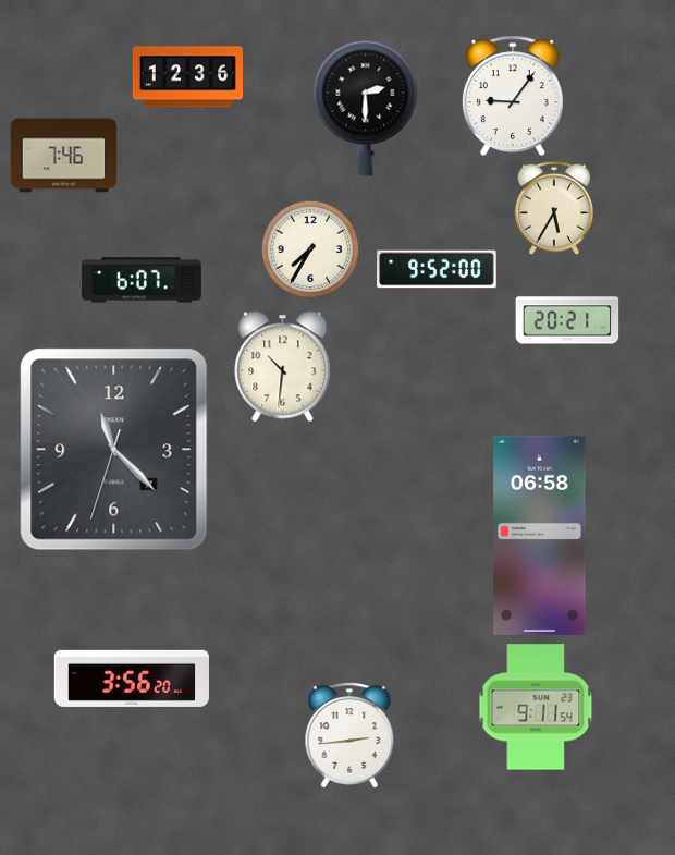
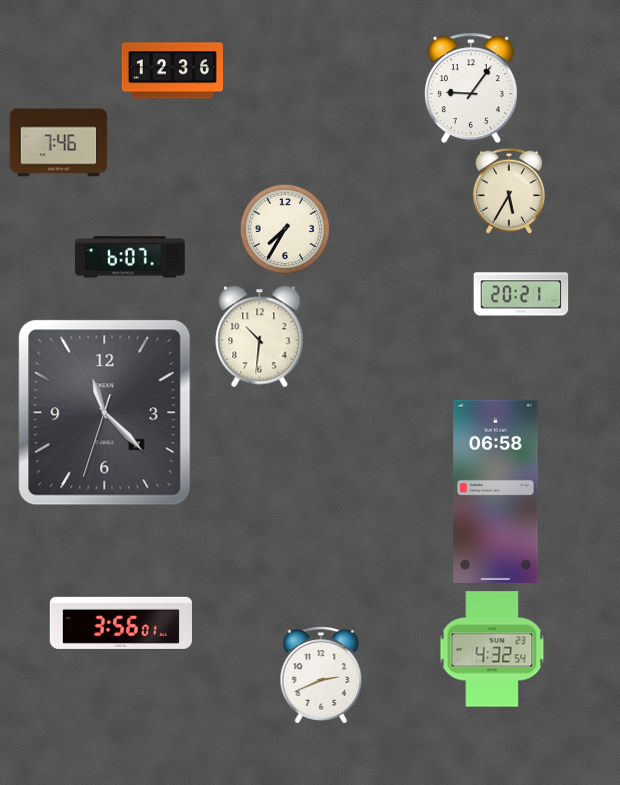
clock at (366, 108): 2:30 -> none
clock at (437, 269): 9:52 -> none
clock at (132, 679): 3:56:20 -> 3:56:01
clock at (536, 707): 9:11 -> 4:32
clock at (349, 735): 2:44 -> 2:41
